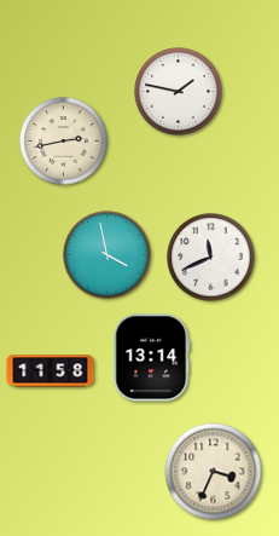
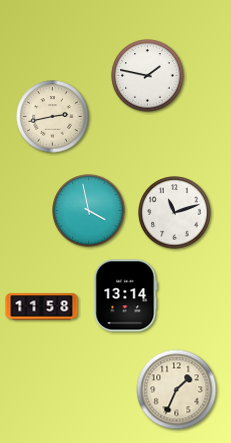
clock at (211, 258): 11:41 -> 11:12
clock at (214, 472): 3:34 -> 1:34
